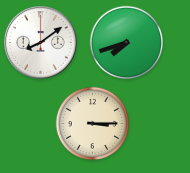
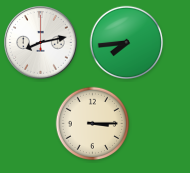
clock at (41, 43): 8:09 -> 8:13
clock at (127, 43): 7:42 -> 7:44
